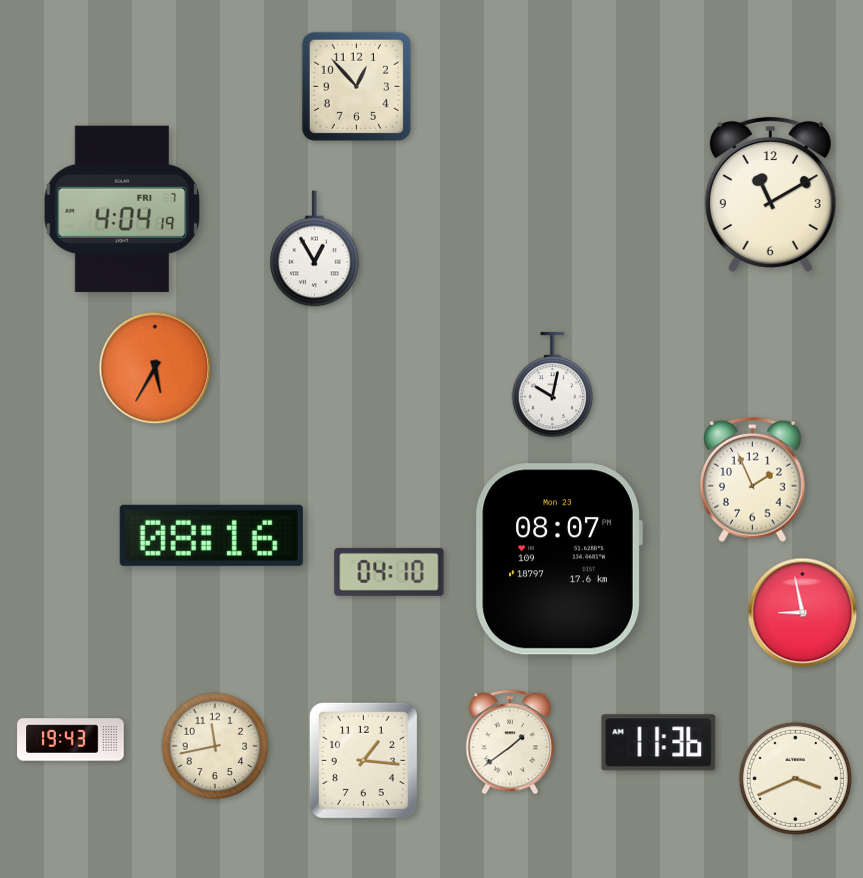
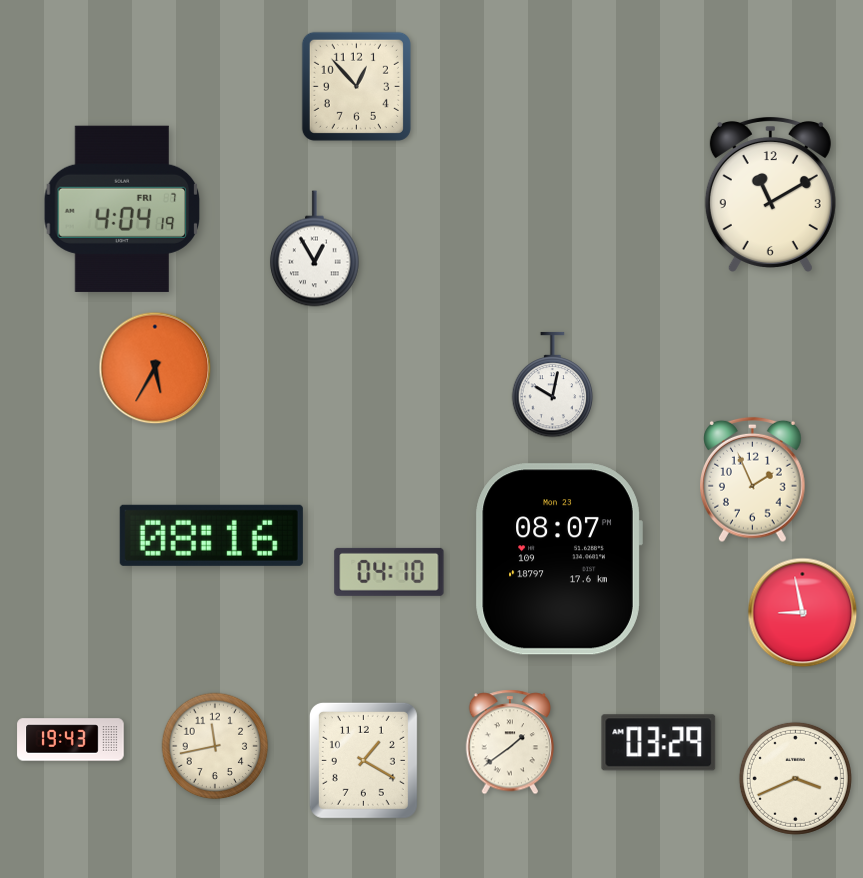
clock at (659, 743): 11:36 -> 03:29
clock at (363, 760): 1:16 -> 1:20
